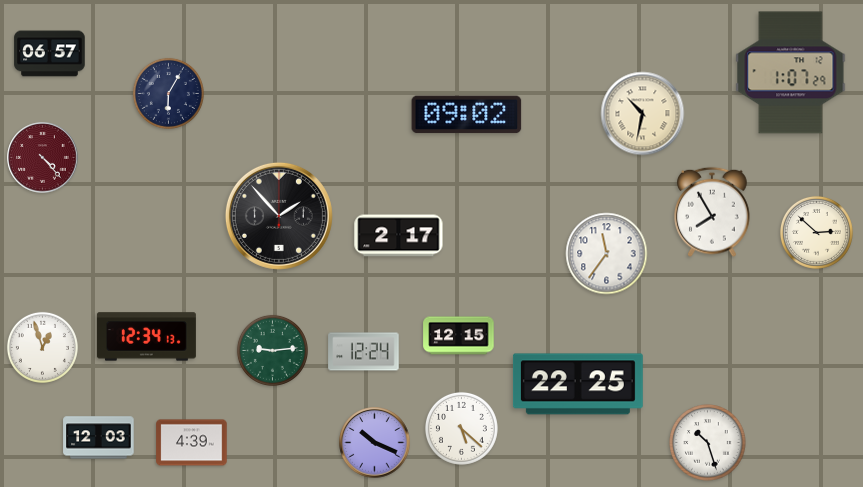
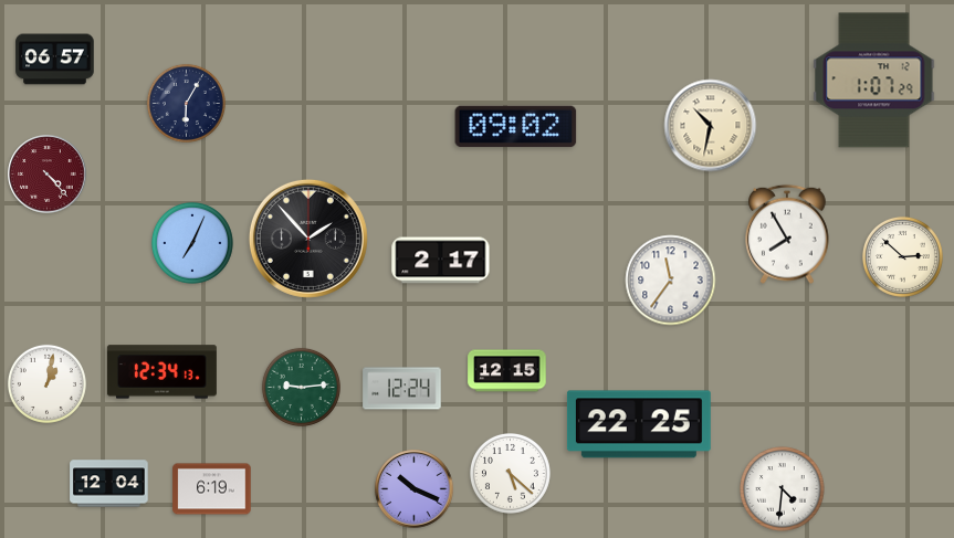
clock at (192, 243): none -> 7:04
clock at (42, 347): 12:57 -> 1:02
clock at (99, 438): 12:03 -> 12:04
clock at (192, 443): 4:39 -> 6:19
clock at (708, 443): 10:27 -> 4:31
